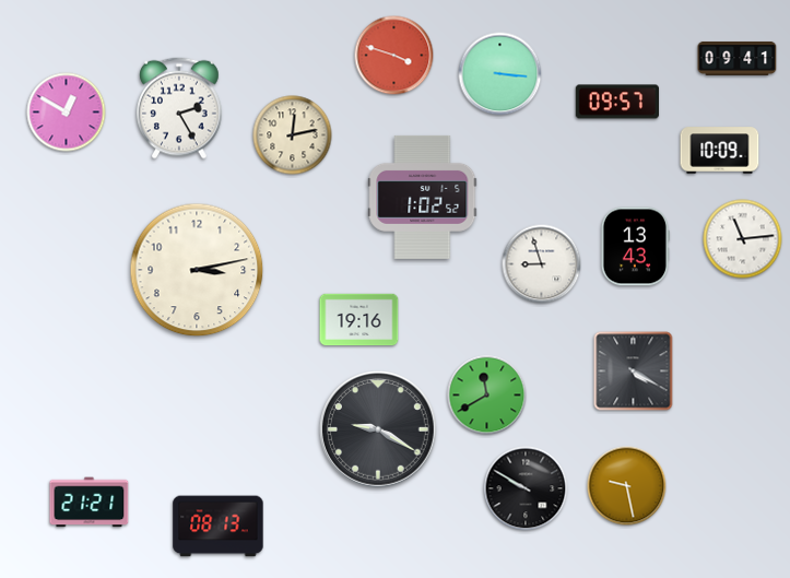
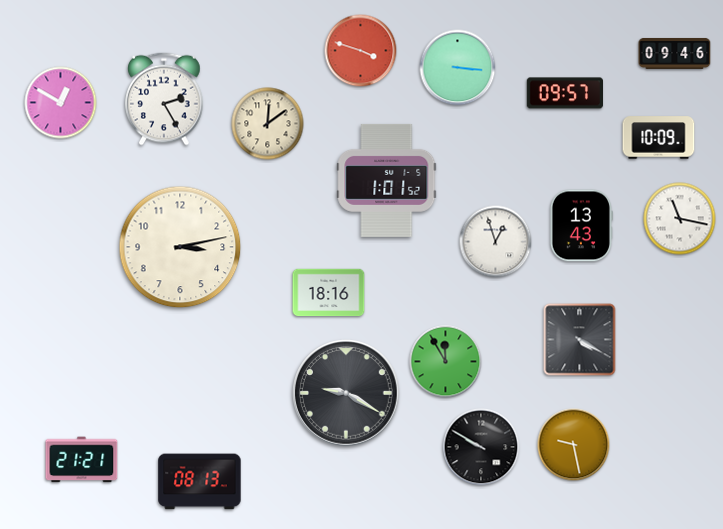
clock at (738, 58): 09:41 -> 09:46
clock at (293, 135): 12:13 -> 12:09
clock at (423, 197): 1:02 -> 1:01
clock at (743, 239): 11:14 -> 11:17
clock at (542, 264): 8:57 -> 12:57
clock at (359, 320): 19:16 -> 18:16
clock at (487, 396): 11:40 -> 11:55
